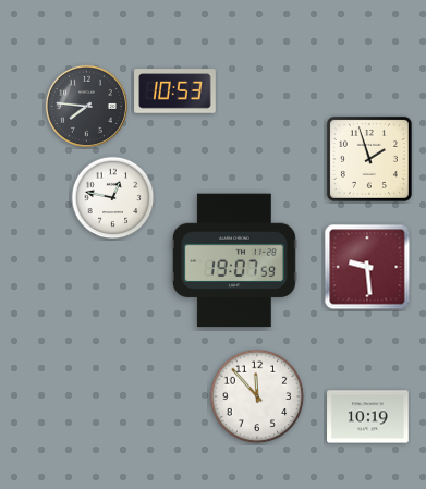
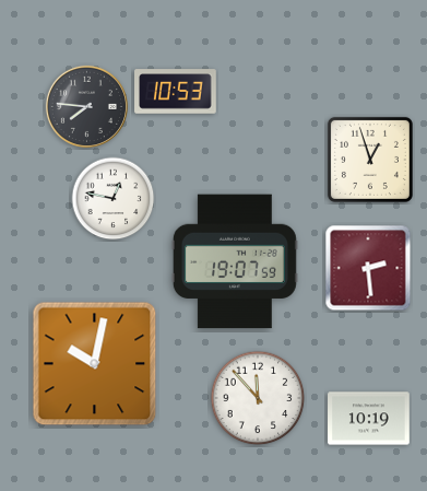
clock at (369, 159): 1:57 -> 12:57
clock at (367, 267): 9:29 -> 2:29
clock at (95, 364): none -> 10:02
